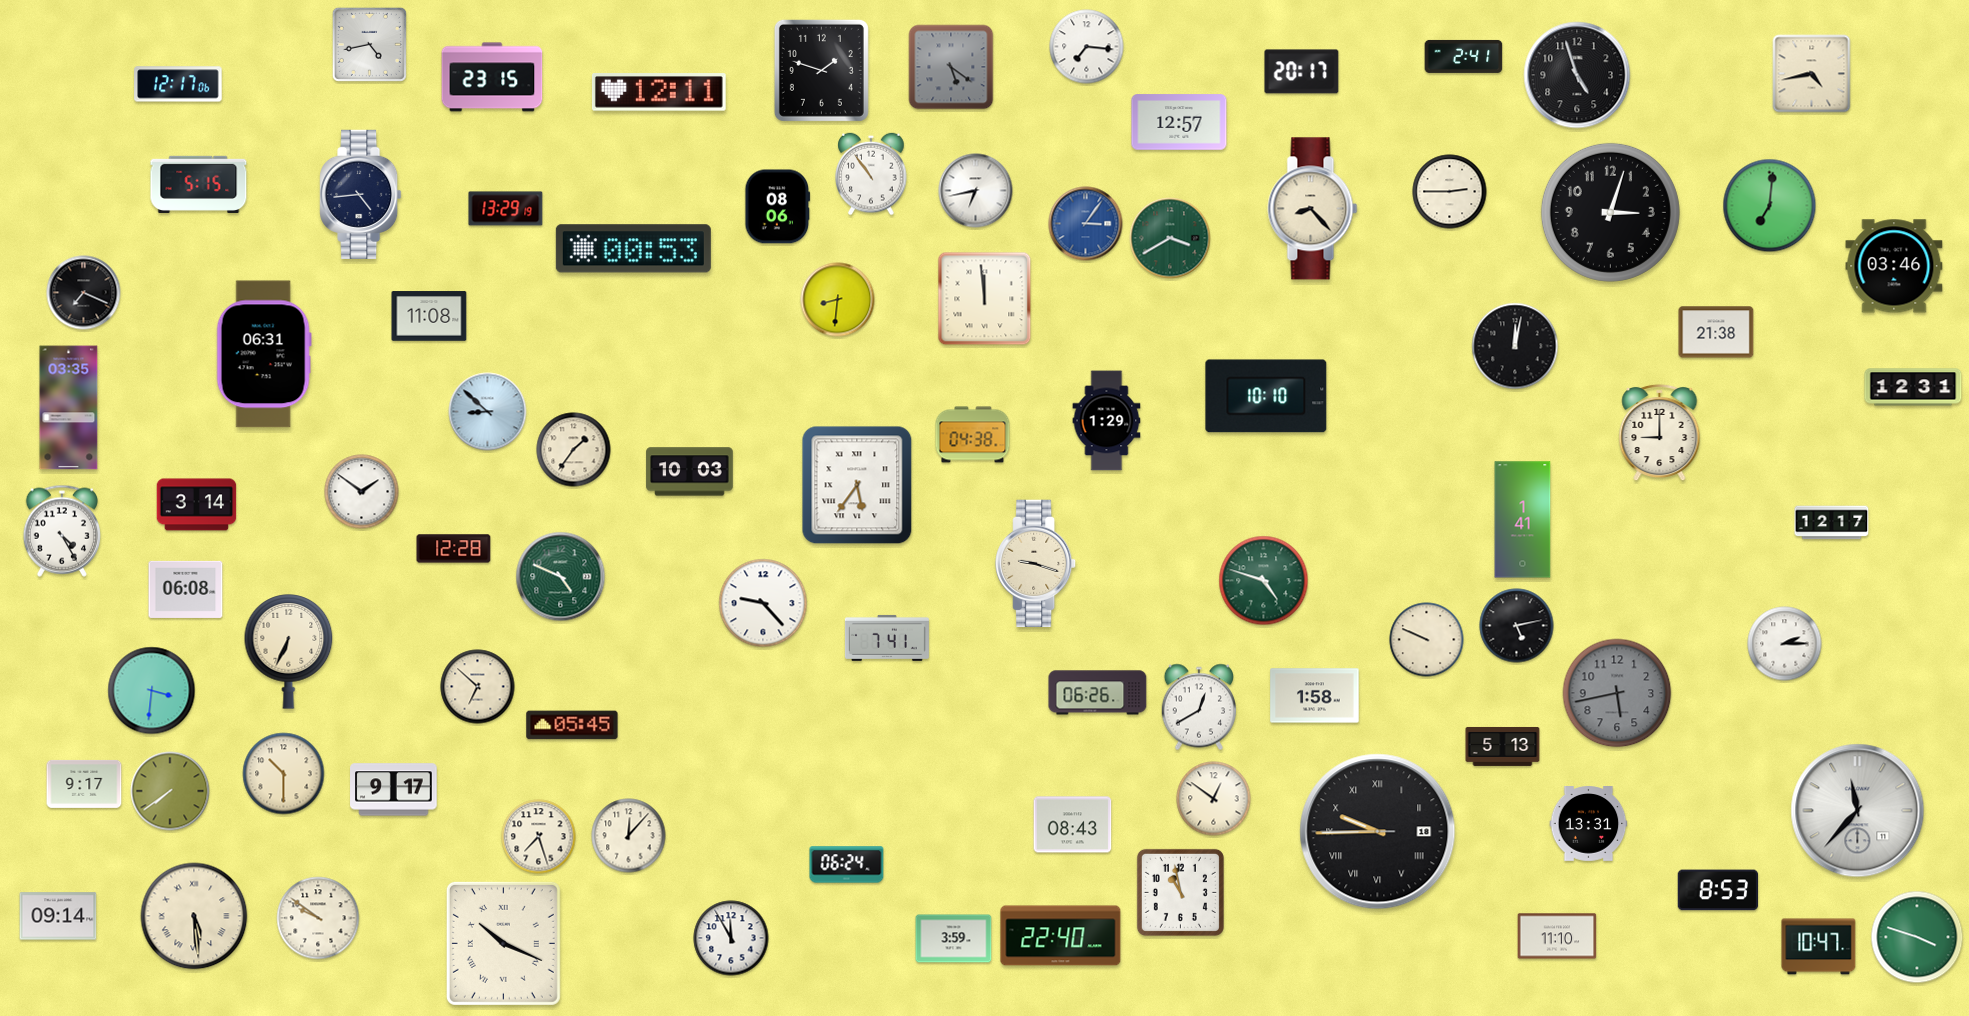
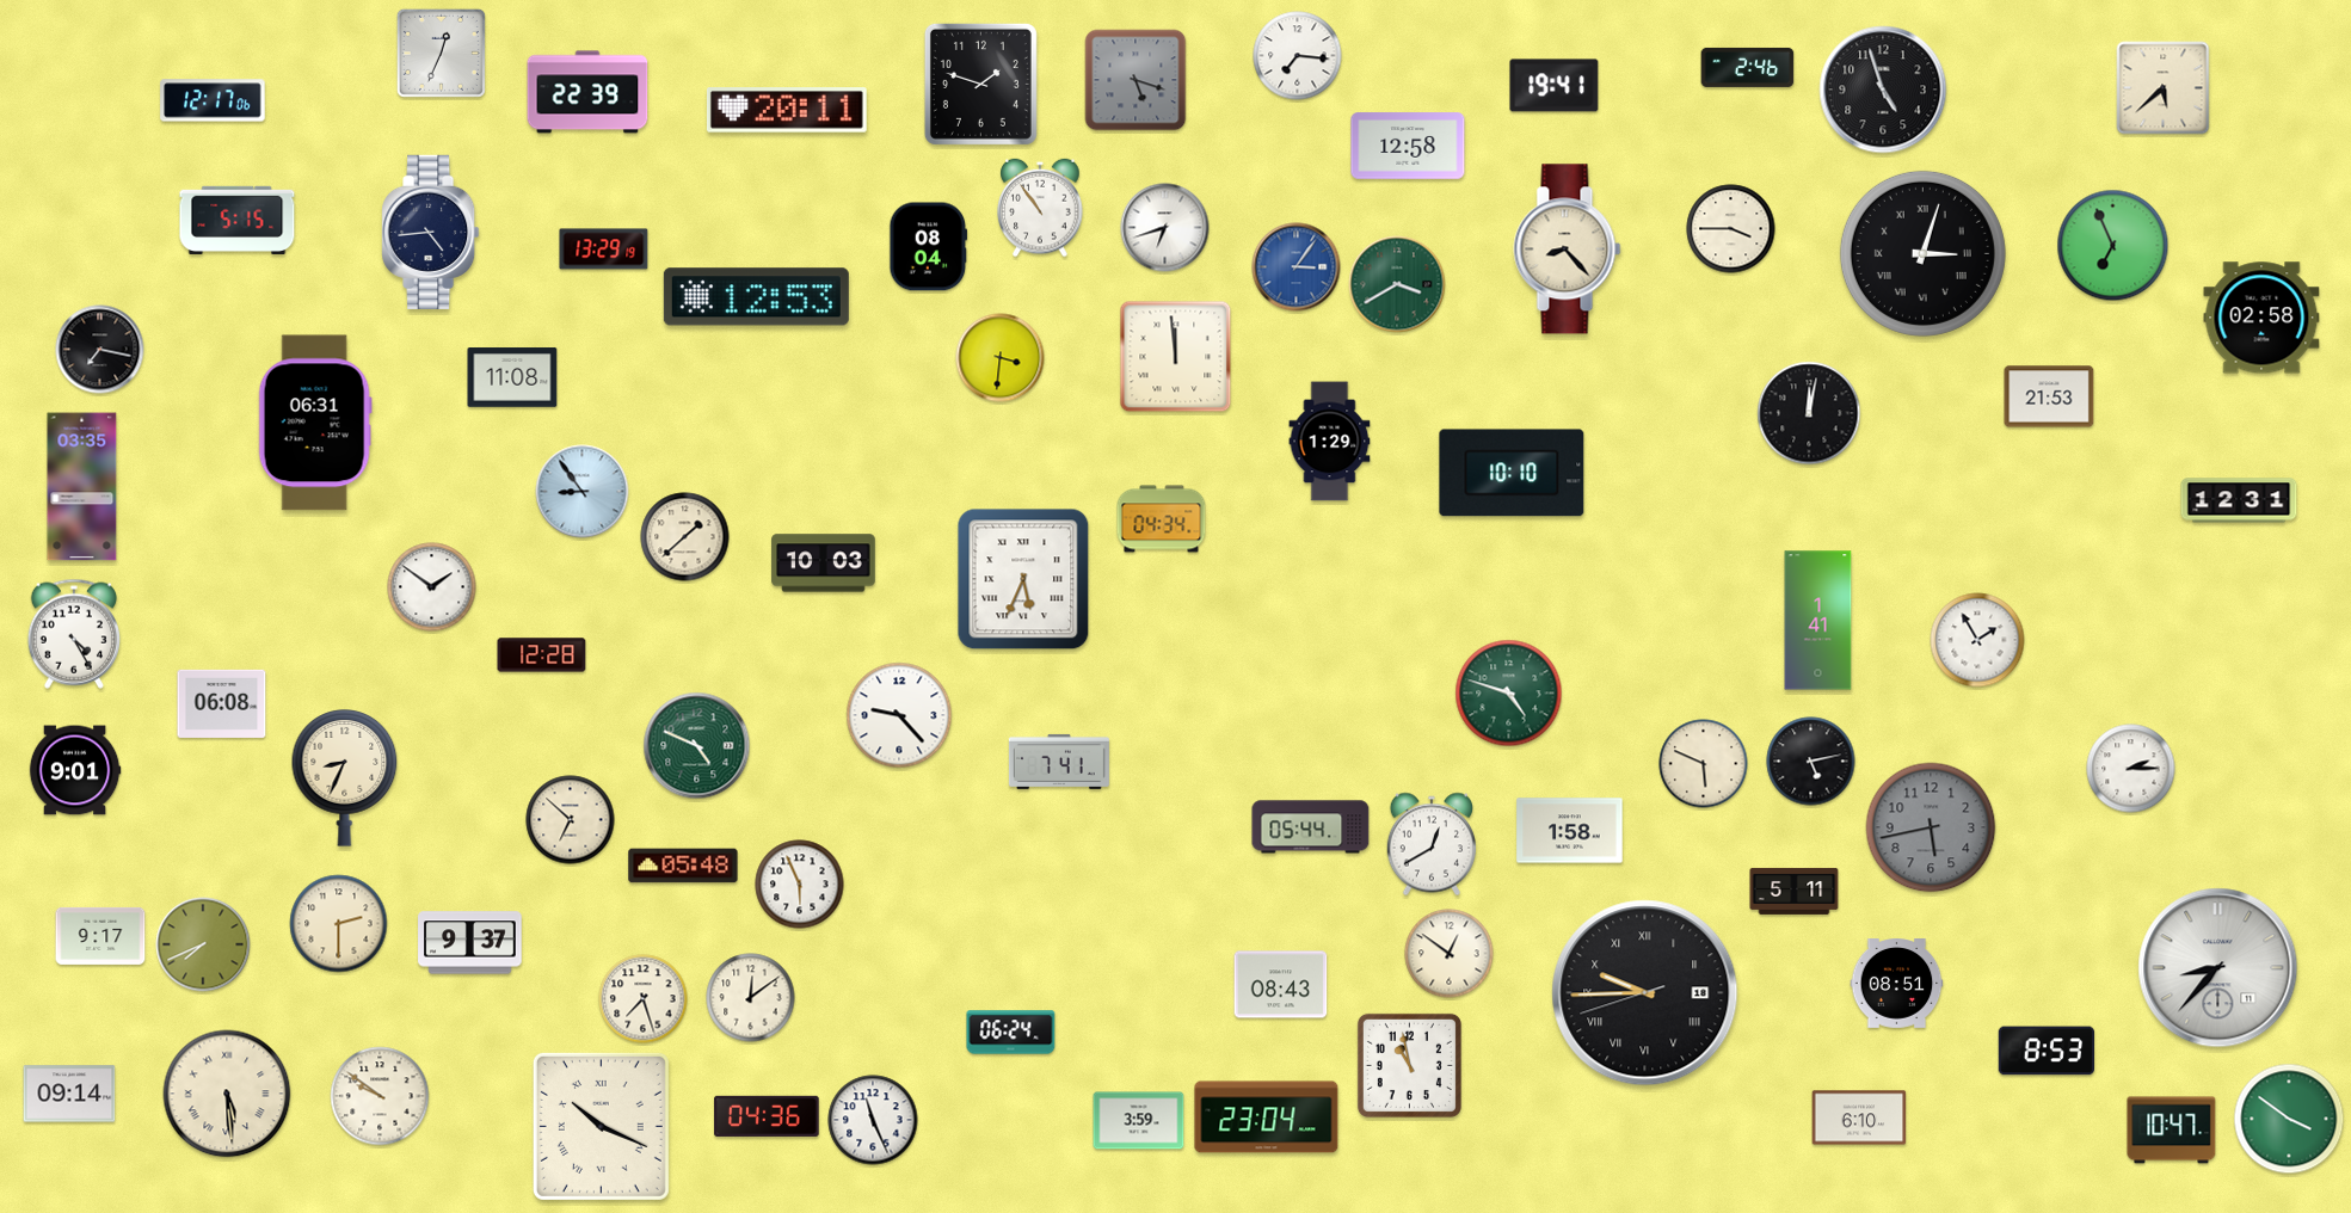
clock at (369, 44): 4:43 -> 12:34
clock at (1464, 56): 2:41 -> 2:46
clock at (951, 67): 5:21 -> 5:18
clock at (1302, 72): 20:17 -> 19:41
clock at (1812, 74): 4:43 -> 5:38
clock at (492, 77): 23:15 -> 22:39
clock at (659, 92): 12:11 -> 20:11
clock at (1179, 122): 12:57 -> 12:58
clock at (976, 191): 6:43 -> 6:42
clock at (1450, 192): 2:45 -> 3:45
clock at (1770, 206): 7:01 -> 6:56
clock at (778, 207): 08:06 -> 08:04
clock at (1610, 212) numerals: Arabic -> Roman
clock at (633, 249): 00:53 -> 12:53
clock at (1894, 266): 03:46 -> 02:58
clock at (84, 293): 7:19 -> 7:17
clock at (838, 300): 8:31 -> 3:31
clock at (1716, 332): 21:38 -> 21:53
clock at (1913, 387) position: (1913, 387) -> (2239, 500)
clock at (488, 412): 8:52 -> 8:54
clock at (1107, 421) position: (1107, 421) -> (1330, 442)
clock at (1660, 433): 9:00 -> none
clock at (973, 435): 04:38 -> 04:34
clock at (574, 450): 1:36 -> 1:38
clock at (857, 485): 5:36 -> 5:34
clock at (197, 505): 3:14 -> none
clock at (1832, 523): 12:17 -> none
clock at (1977, 640): none -> 1:55
clock at (1036, 564): 9:18 -> none
clock at (561, 577) position: (561, 577) -> (697, 746)
clock at (763, 603) position: (763, 603) -> (899, 715)
clock at (1517, 626) position: (1517, 626) -> (1811, 762)
clock at (1427, 640): 9:49 -> 5:49
clock at (75, 770): none -> 9:01
clock at (289, 652): 6:34 -> 8:34
clock at (152, 691): 3:31 -> none
clock at (1098, 693): 06:26 -> 05:44
clock at (572, 725): 05:45 -> 05:48
clock at (800, 885): none -> 5:56
clock at (1503, 746): 5:13 -> 5:11
clock at (284, 774): 10:30 -> 2:30
clock at (394, 790): 9:17 -> 9:37
clock at (170, 791): 7:39 -> 7:41
clock at (1858, 811): 11:37 -> 8:37
clock at (1589, 824): 13:31 -> 08:51
clock at (1378, 832): 9:44:45 -> 9:44:42
clock at (629, 836): 12:07 -> 12:09
clock at (1718, 890) position: (1718, 890) -> (2047, 1051)
clock at (194, 916) position: (194, 916) -> (227, 1094)
clock at (767, 1116): none -> 04:36
clock at (1061, 936): 22:40 -> 23:04
clock at (1557, 936): 11:10 -> 6:10
clock at (1917, 937): 3:48 -> 3:51
clock at (731, 938): 11:55 -> 11:26
